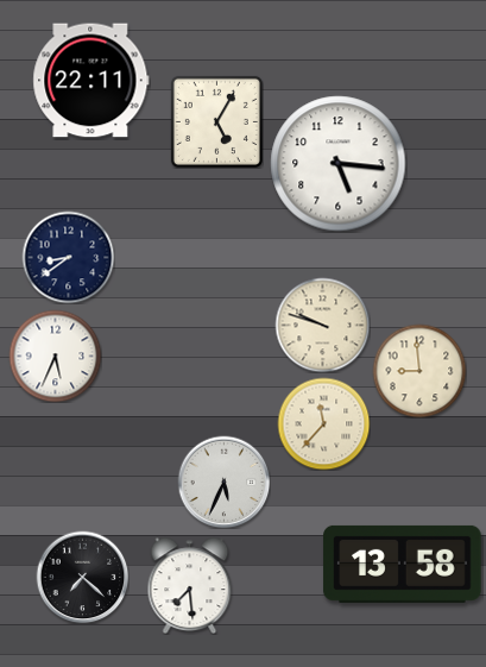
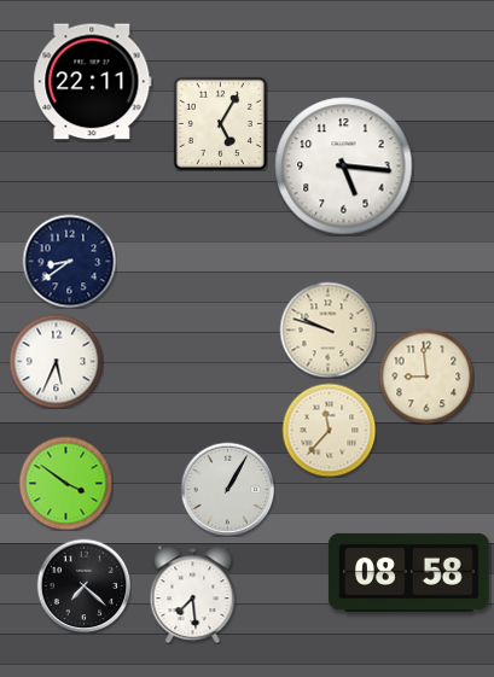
clock at (65, 483): none -> 3:51
clock at (223, 482): 5:34 -> 1:05
clock at (403, 564): 13:58 -> 08:58
